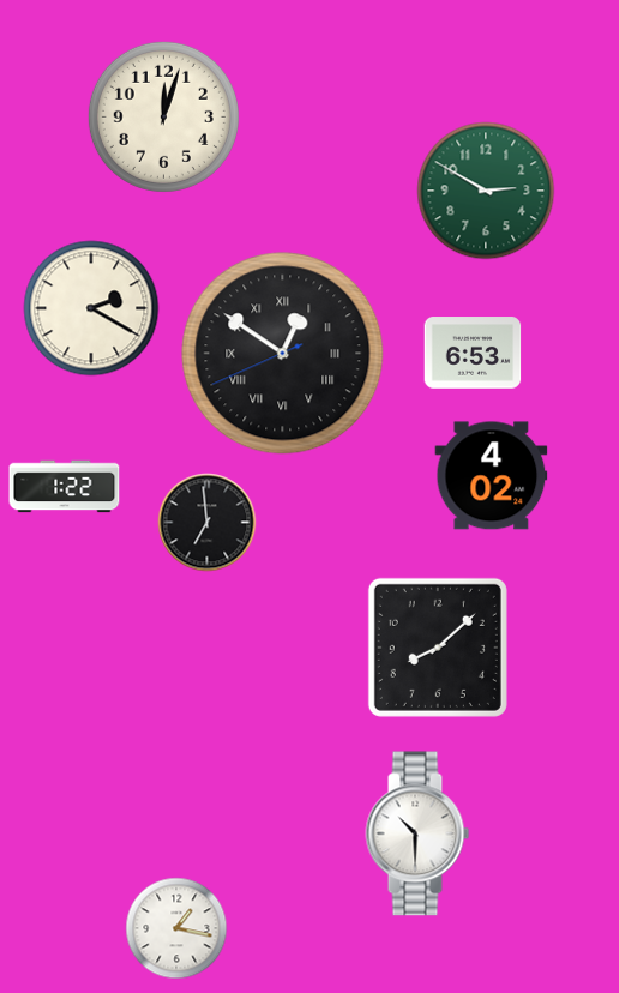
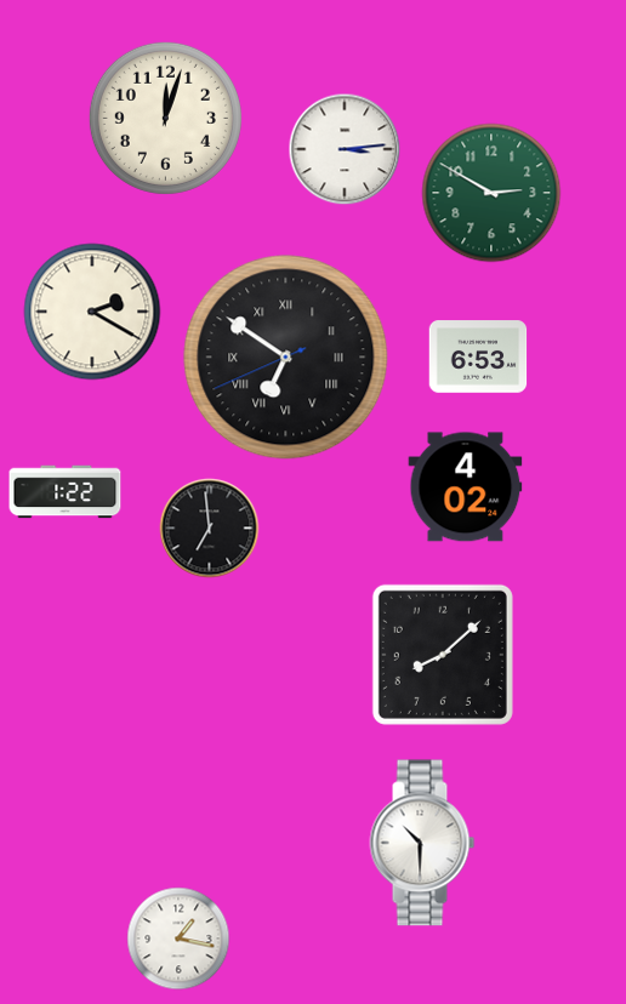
clock at (345, 149): none -> 3:14
clock at (283, 354): 12:50 -> 6:50
clock at (492, 476) position: (492, 476) -> (466, 487)
